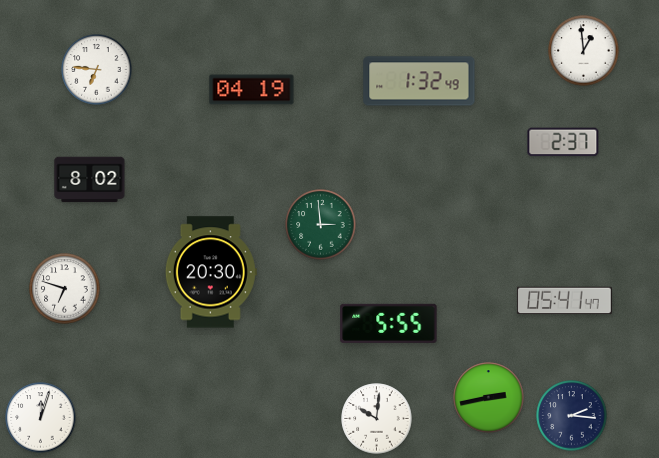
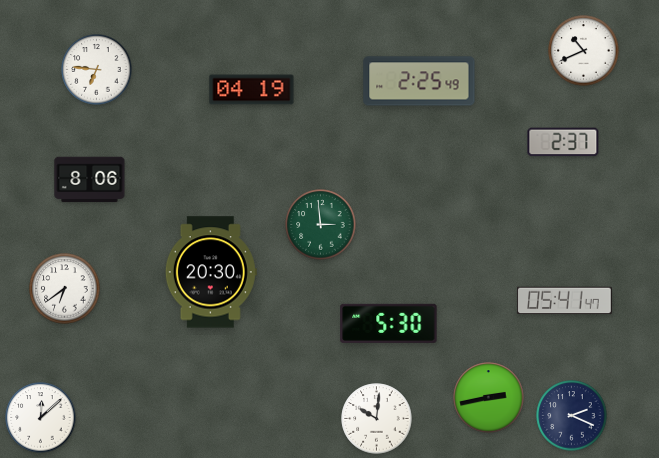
clock at (584, 51): 12:59 -> 10:41
clock at (419, 81): 1:32 -> 2:25
clock at (90, 180): 8:02 -> 8:06
clock at (65, 289): 6:48 -> 6:39
clock at (389, 323): 5:55 -> 5:30
clock at (572, 416): 2:16 -> 2:19
clock at (41, 418): 12:03 -> 12:08
